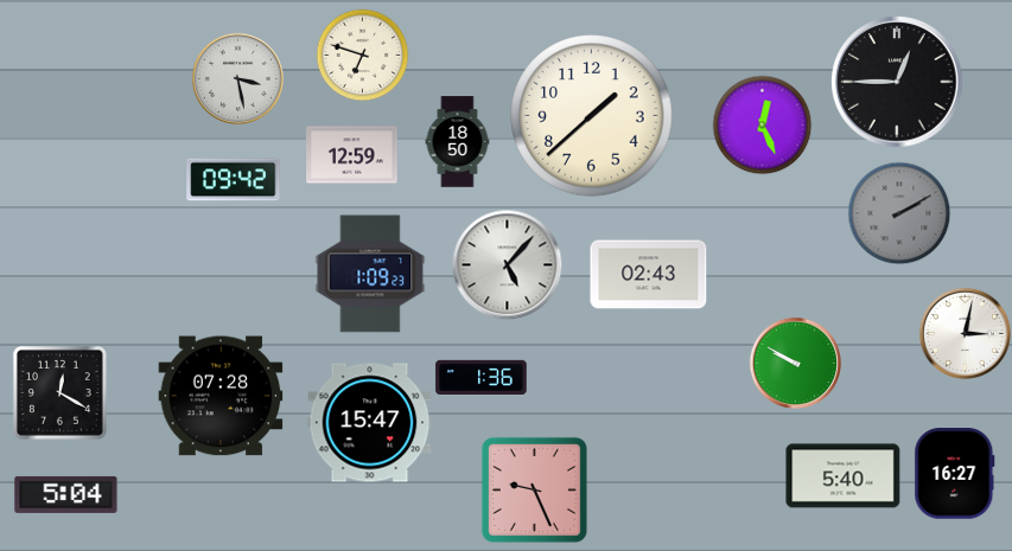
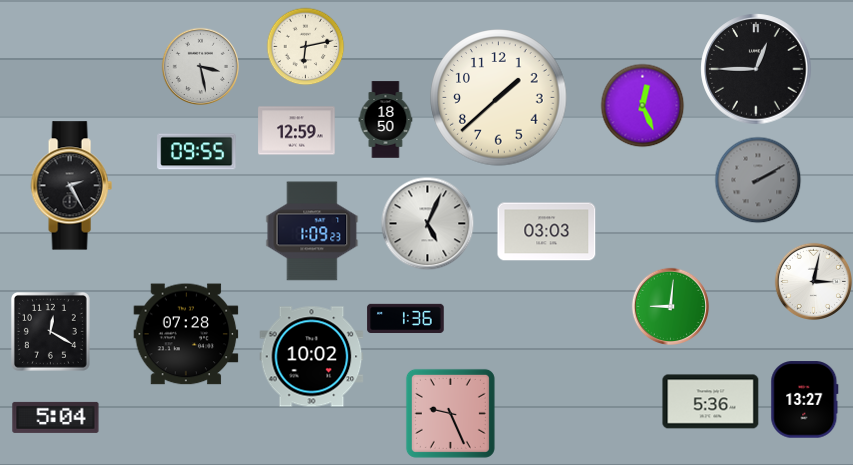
clock at (362, 55): 6:48 -> 6:13
clock at (234, 180): 09:42 -> 09:55
clock at (71, 186): none -> 2:25
clock at (507, 264): 5:07 -> 5:04
clock at (649, 275): 02:43 -> 03:03
clock at (795, 363): 9:50 -> 9:01
clock at (370, 423): 15:47 -> 10:02
clock at (955, 474): 16:27 -> 13:27
clock at (844, 476): 5:40 -> 5:36
